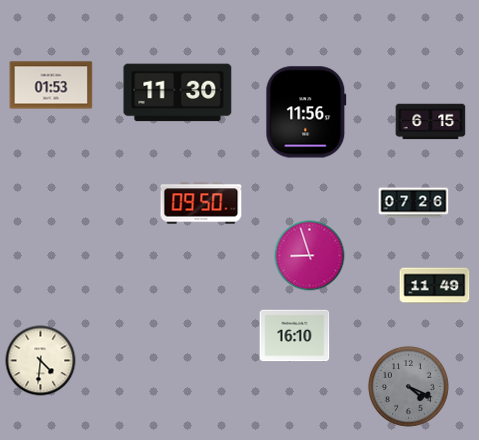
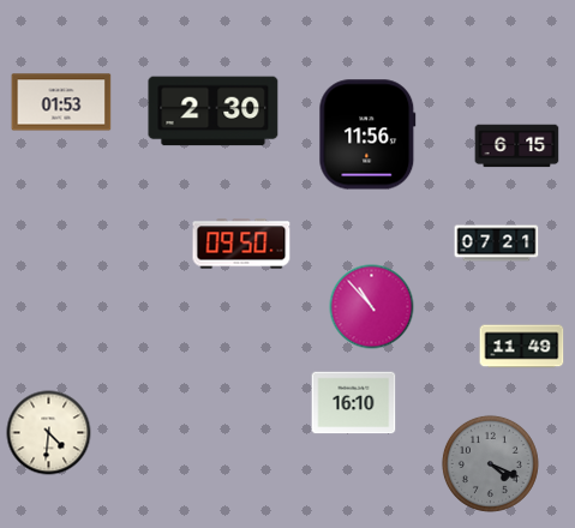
clock at (178, 93): 11:30 -> 2:30
clock at (414, 203): 07:26 -> 07:21
clock at (310, 256): 8:57 -> 10:53
clock at (435, 286) position: (435, 286) -> (522, 347)
